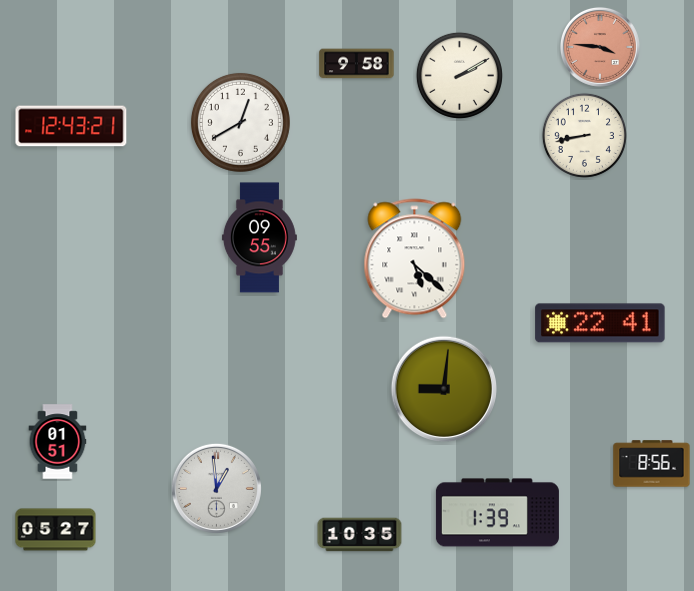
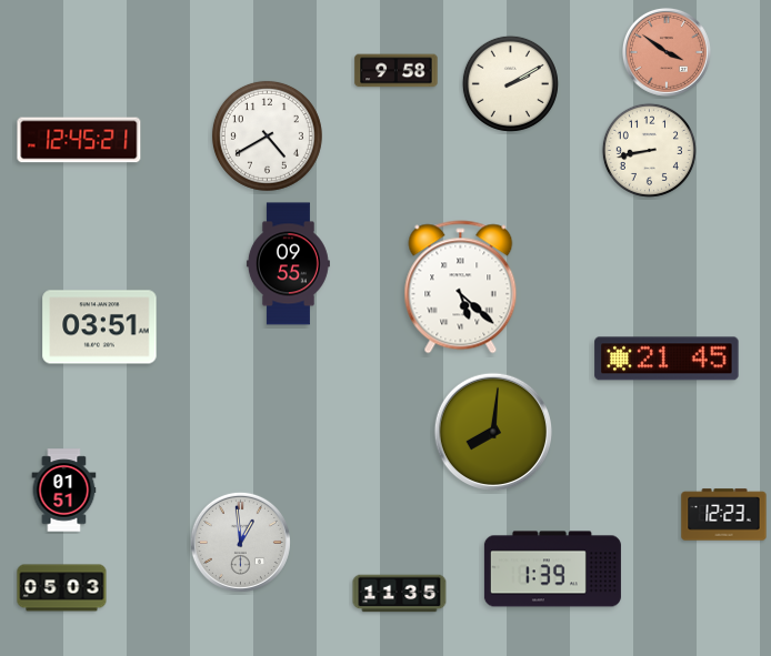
clock at (600, 47): 3:46 -> 3:51
clock at (240, 122): 12:40 -> 4:40
clock at (71, 126): 12:43 -> 12:45
clock at (100, 327): none -> 03:51
clock at (600, 323): 22:41 -> 21:45
clock at (443, 388): 9:01 -> 8:01
clock at (652, 464): 8:56 -> 12:23
clock at (56, 530): 05:27 -> 05:03
clock at (360, 535): 10:35 -> 11:35
